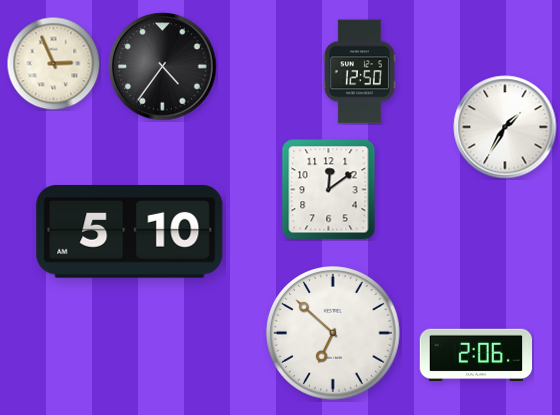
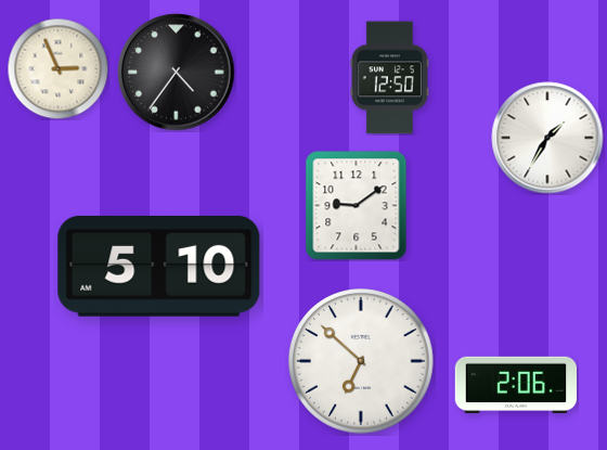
clock at (329, 190): 12:09 -> 9:09
clock at (130, 231) position: (130, 231) -> (159, 266)
